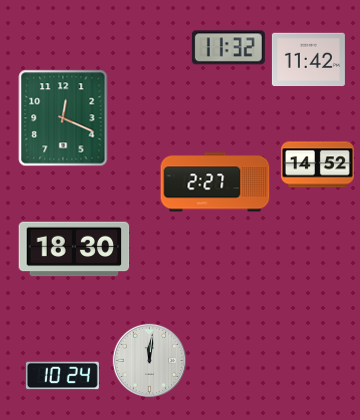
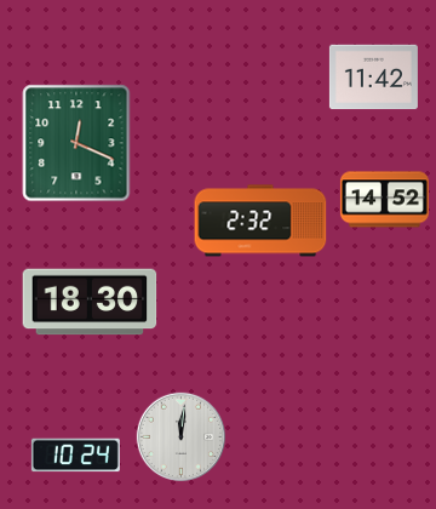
clock at (228, 48): 11:32 -> none
clock at (308, 60) position: (308, 60) -> (373, 78)
clock at (215, 182): 2:27 -> 2:32
